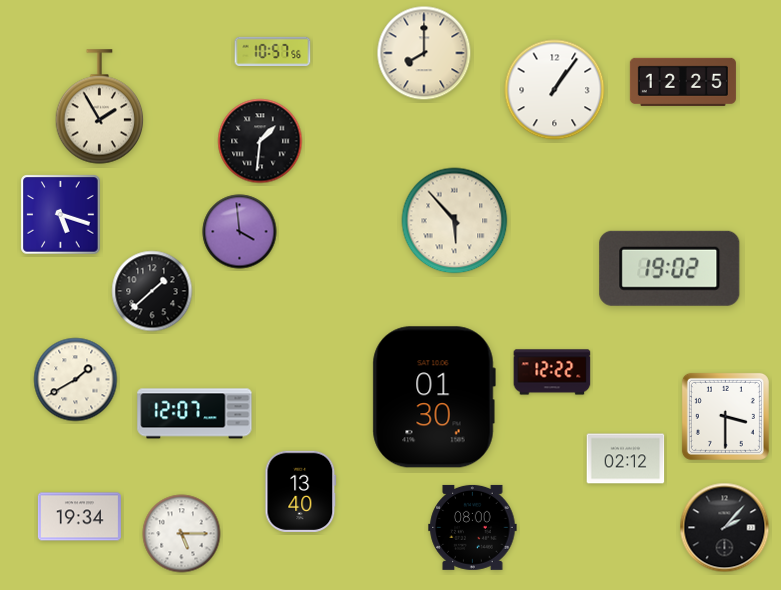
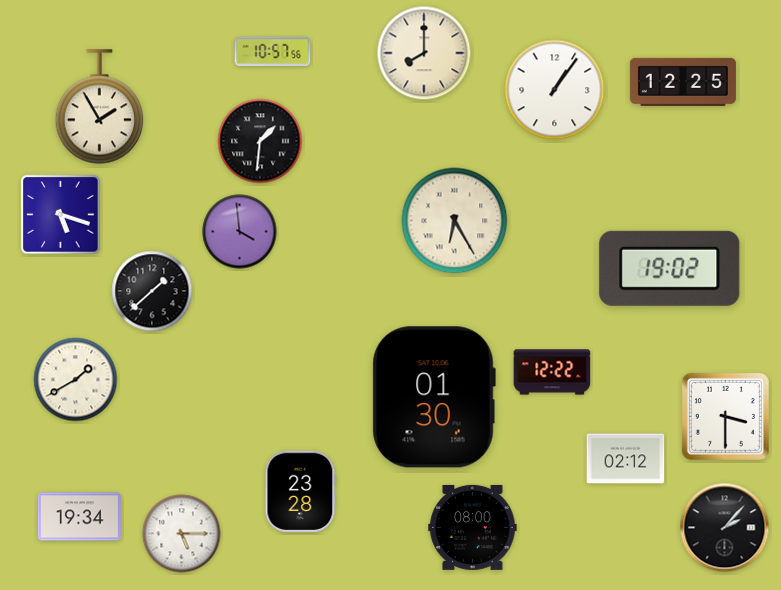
clock at (455, 221): 5:53 -> 6:25
clock at (195, 414): 12:07 -> none
clock at (301, 491): 13:40 -> 23:28
